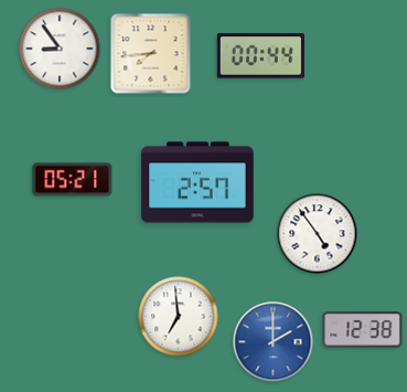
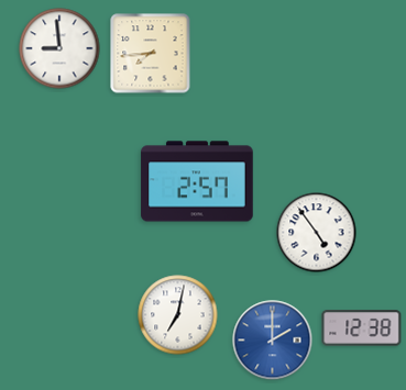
clock at (60, 49): 8:54 -> 8:59
clock at (260, 56): 00:44 -> none
clock at (73, 180): 05:21 -> none
clock at (179, 317): 6:59 -> 7:02
